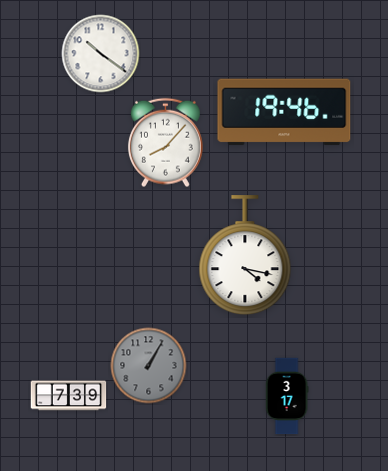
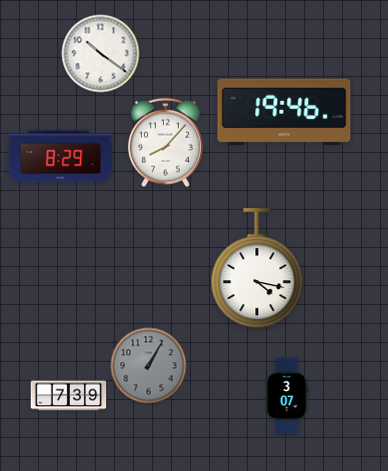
clock at (61, 157): none -> 8:29
clock at (245, 256) position: (245, 256) -> (257, 269)
clock at (287, 396): 3:17 -> 3:07
